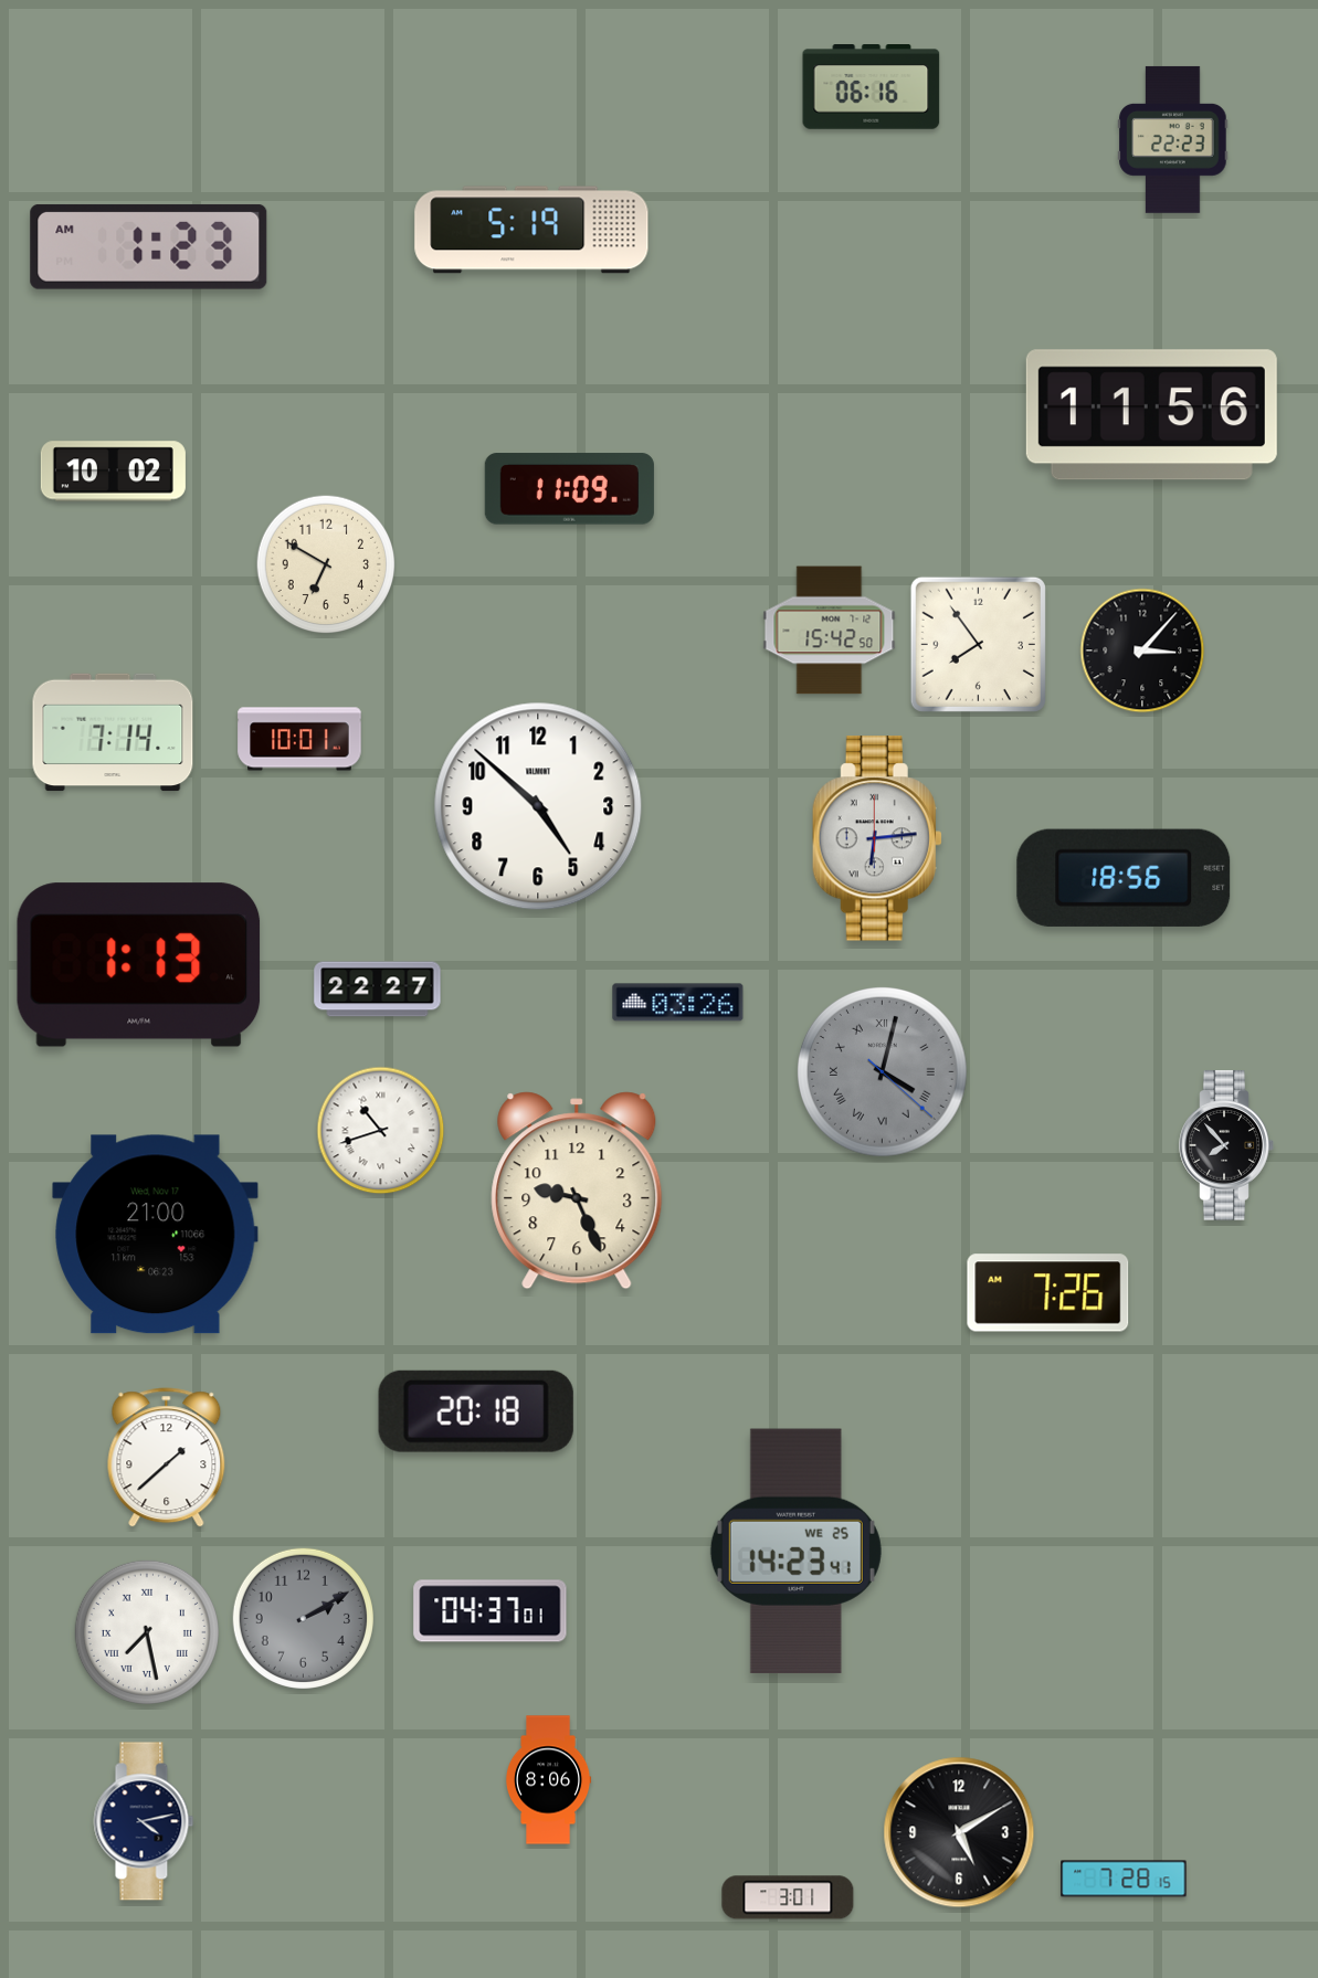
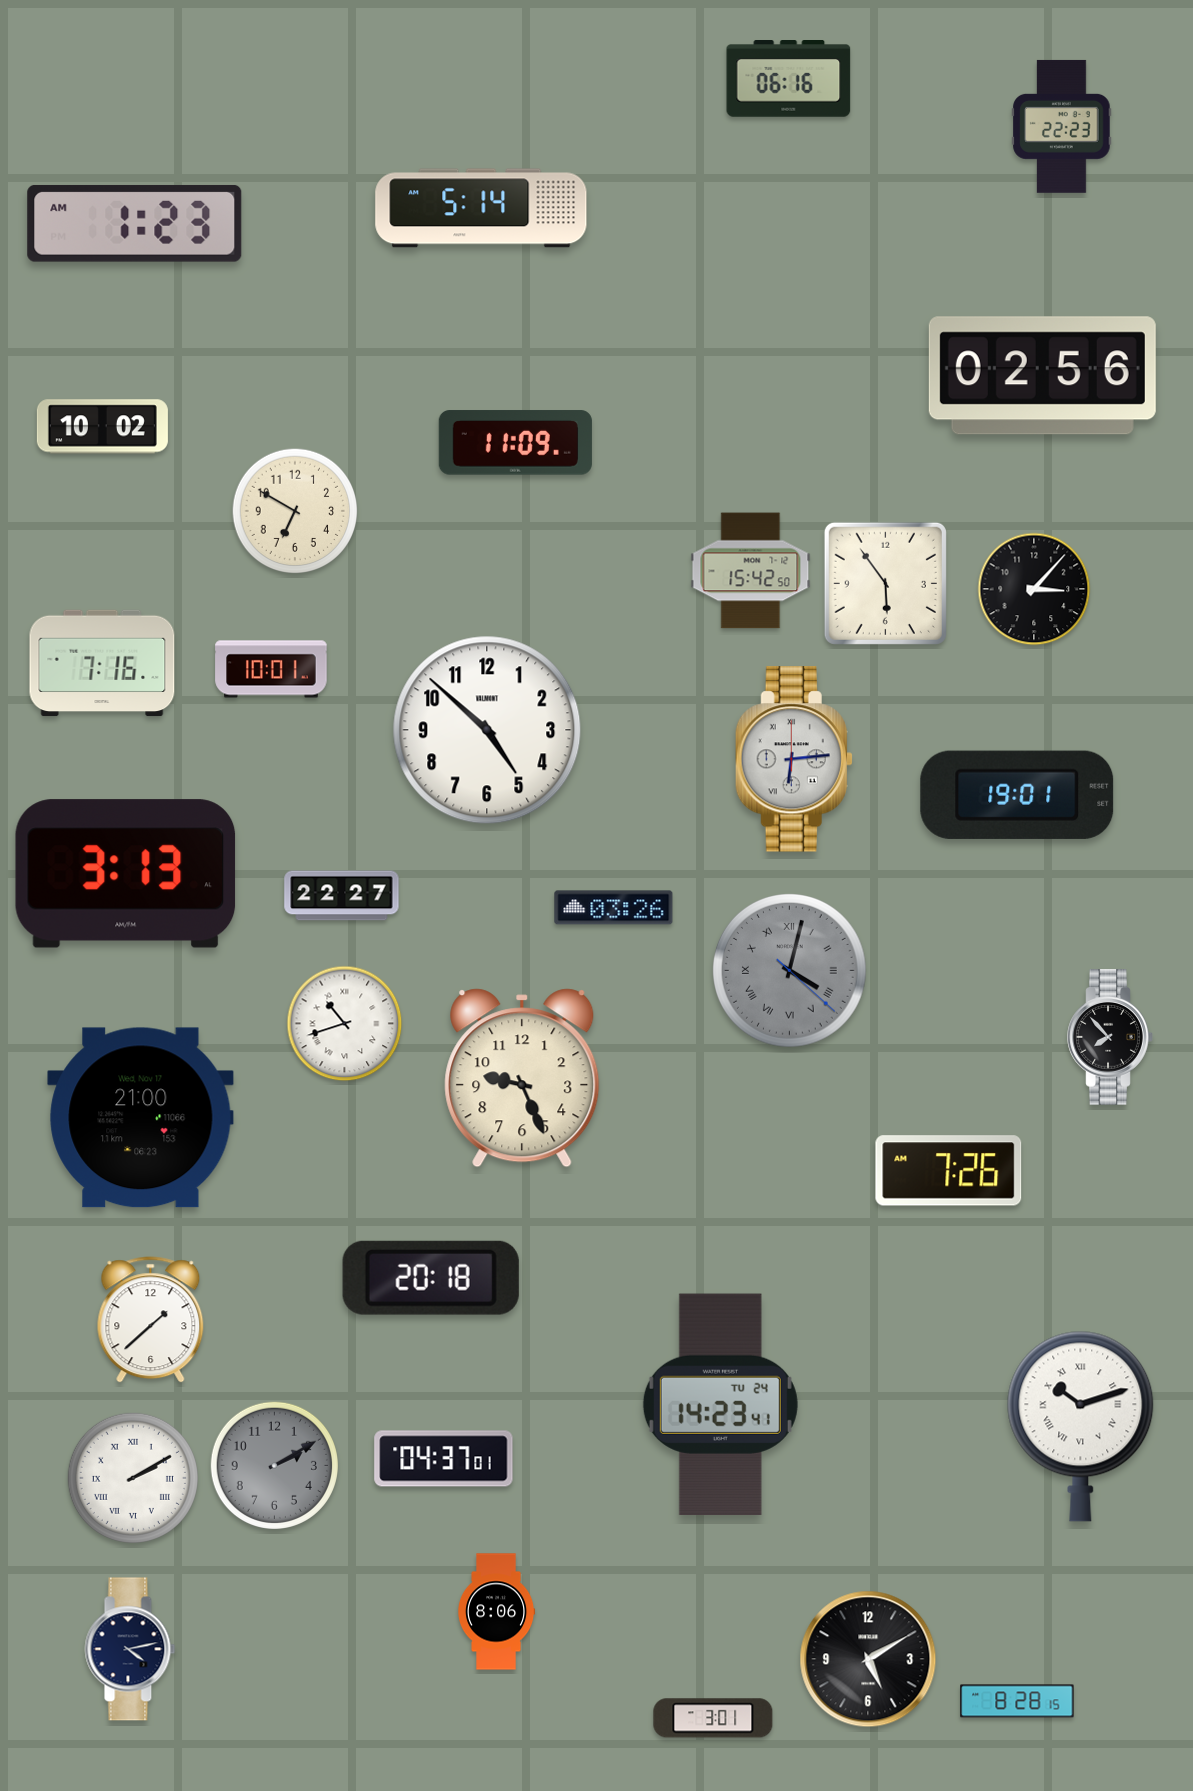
clock at (531, 230): 5:19 -> 5:14
clock at (1151, 415): 11:56 -> 02:56
clock at (978, 644): 7:54 -> 5:54
clock at (113, 732): 7:14 -> 7:16
clock at (1124, 878): 18:56 -> 19:01
clock at (139, 965): 1:13 -> 3:13
clock at (883, 1072) position: (883, 1072) -> (790, 971)
clock at (795, 1551) date: WE 25 -> TU 24
clock at (1081, 1426): none -> 10:12
clock at (147, 1632): 7:28 -> 2:10
clock at (1124, 1879): 7:28 -> 8:28
